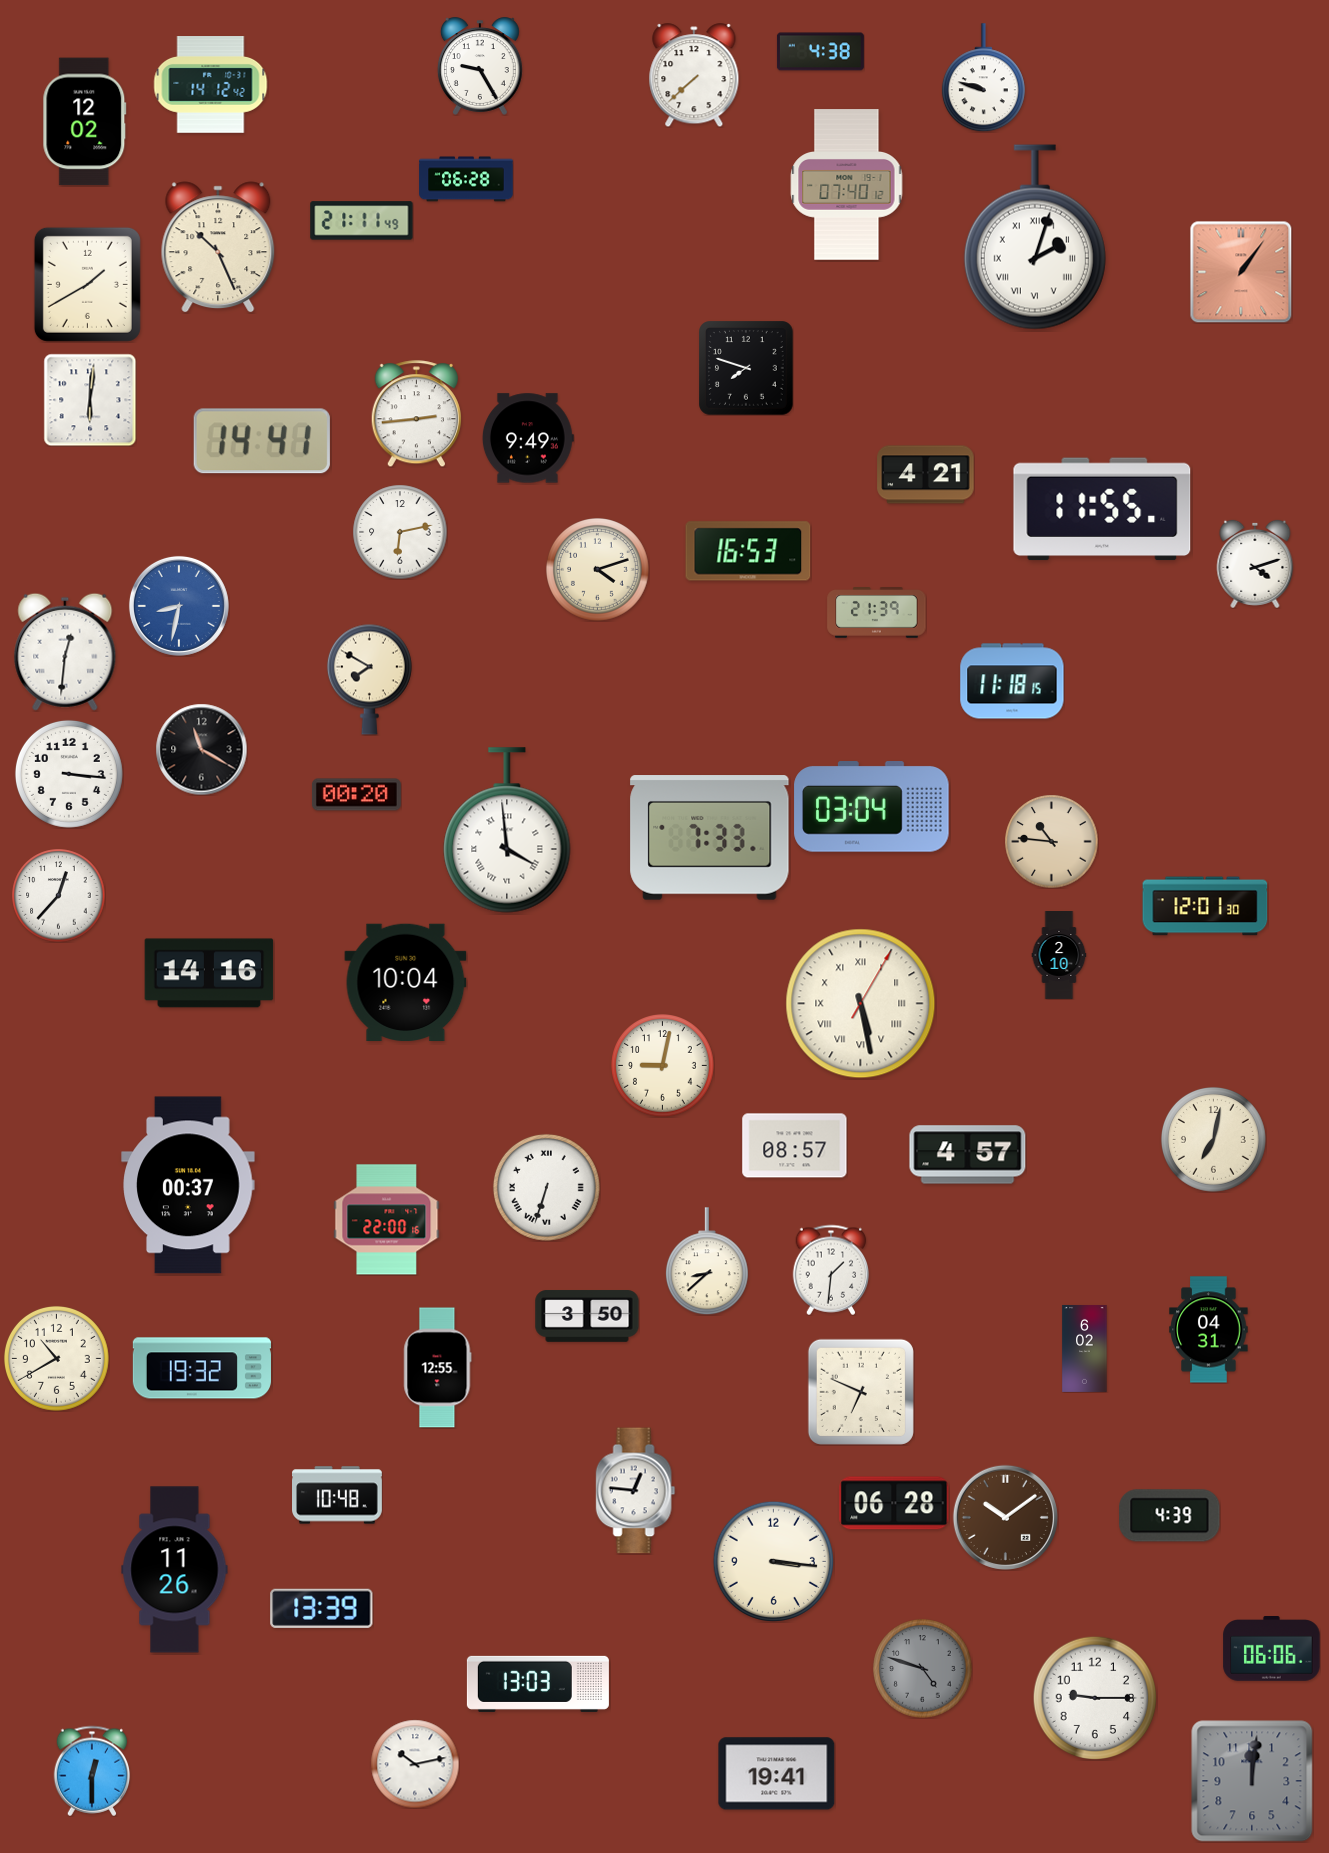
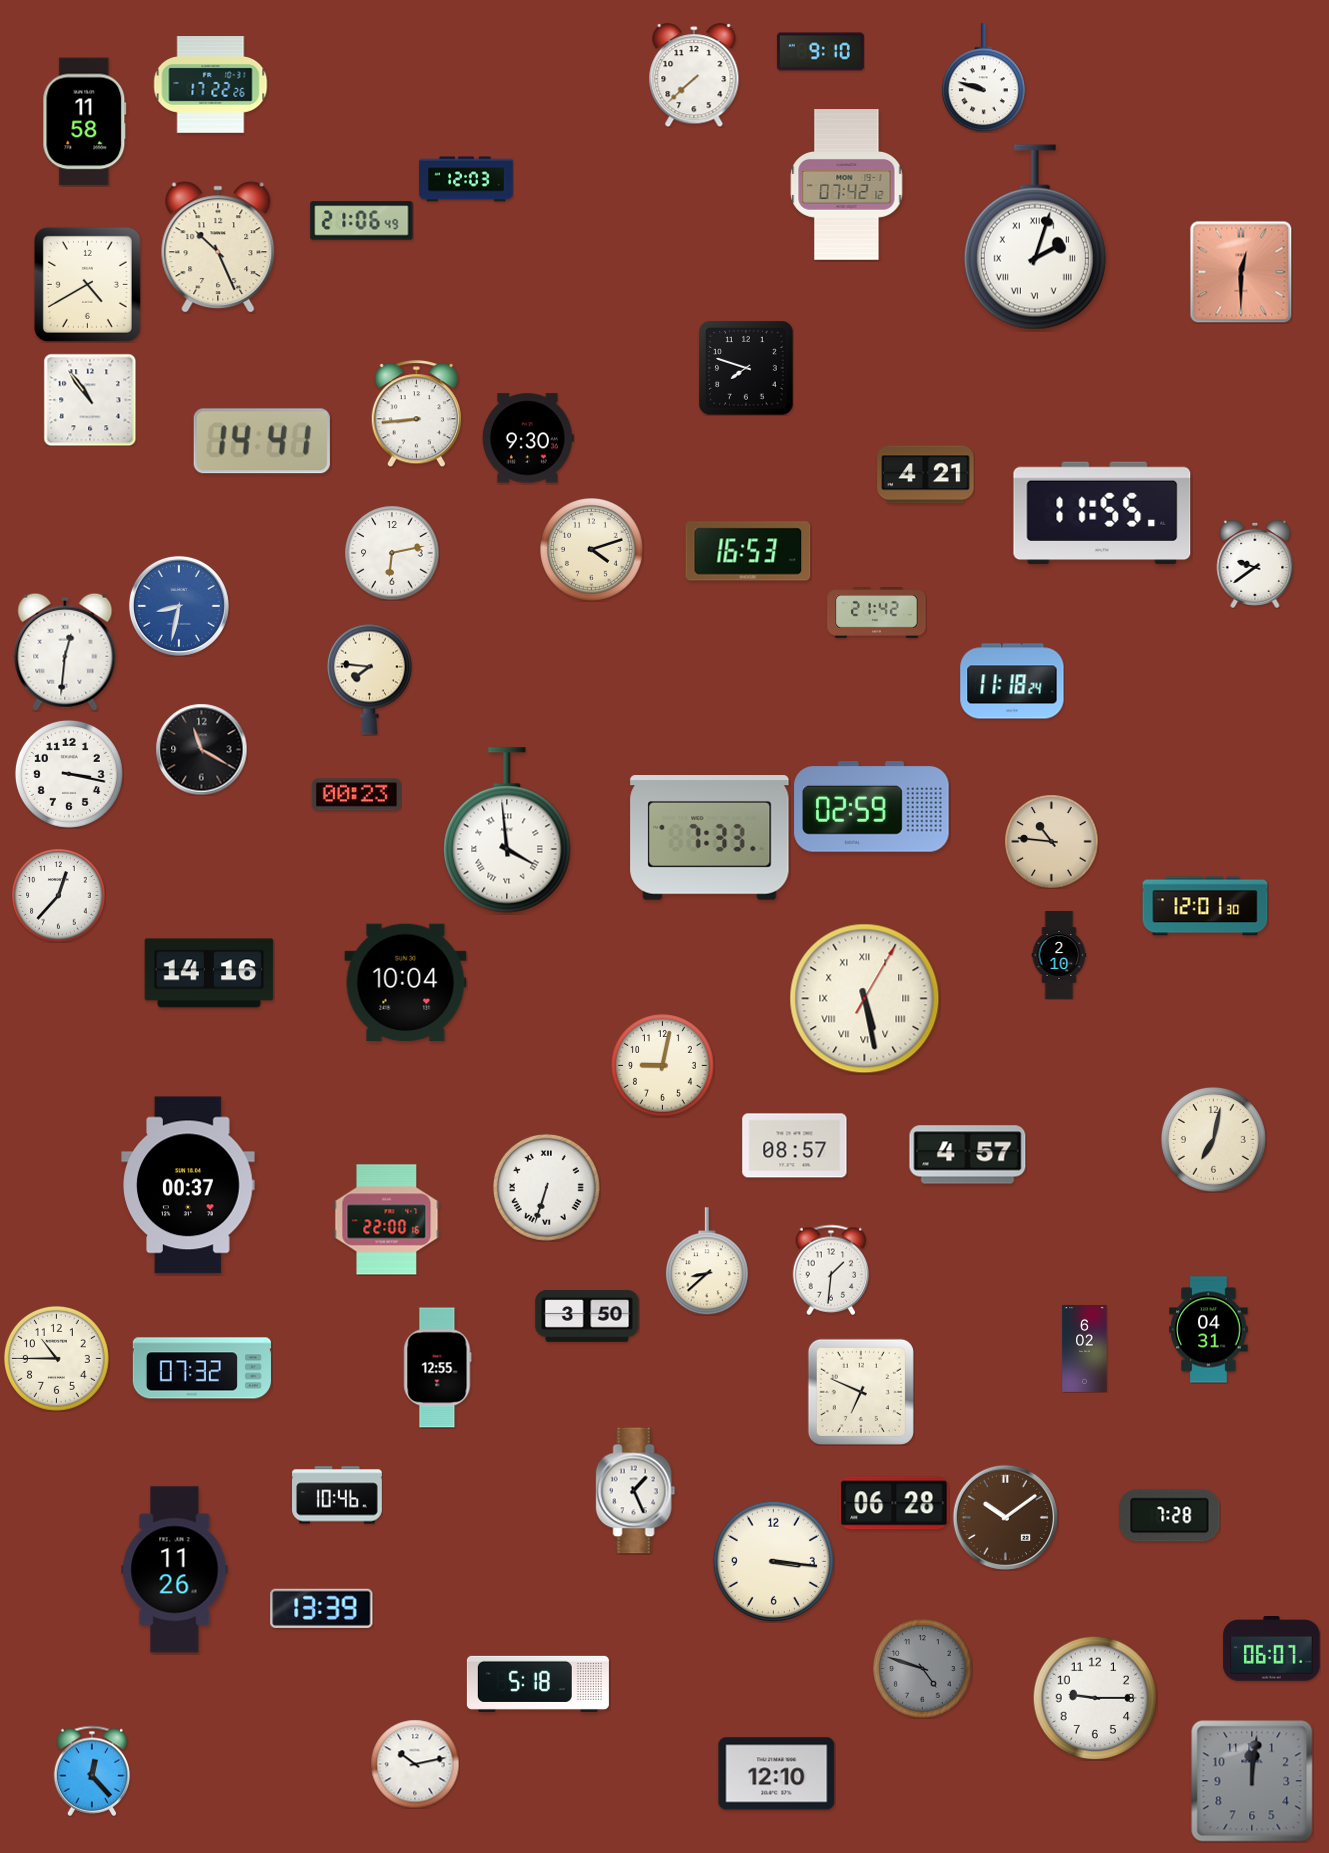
clock at (820, 52): 4:38 -> 9:10
clock at (480, 66): 9:25 -> none
clock at (211, 85): 14:12 -> 17:22
clock at (85, 122): 12:02 -> 11:58
clock at (466, 179): 06:28 -> 12:03
clock at (847, 185): 07:40 -> 07:42
clock at (362, 221): 21:11 -> 21:06
clock at (1241, 272): 1:06 -> 12:30
clock at (87, 284): 1:40 -> 4:40
clock at (90, 400): 6:01 -> 10:54
clock at (416, 414): 2:44 -> 8:44
clock at (528, 438): 9:49 -> 9:30
clock at (1102, 509) position: (1102, 509) -> (1102, 513)
clock at (400, 532) position: (400, 532) -> (392, 553)
clock at (1255, 564): 4:12 -> 9:39
clock at (598, 570) position: (598, 570) -> (592, 550)
clock at (877, 613): 21:39 -> 21:42
clock at (369, 679): 7:50 -> 7:46
clock at (1012, 681): 11:18:15 -> 11:18:24
clock at (69, 774): 3:16 -> 3:17
clock at (356, 795): 00:20 -> 00:23
clock at (872, 807): 03:04 -> 02:59
clock at (861, 1004) position: (861, 1004) -> (865, 999)
clock at (56, 1358): 10:40 -> 10:45
clock at (202, 1368): 19:32 -> 07:32
clock at (636, 1491): 12:46 -> 1:26
clock at (338, 1495): 10:48 -> 10:46
clock at (1170, 1516): 4:39 -> 7:28
clock at (1272, 1649): 06:06 -> 06:07
clock at (538, 1684): 13:03 -> 5:18
clock at (92, 1771): 12:30 -> 12:23
clock at (777, 1774): 19:41 -> 12:10
